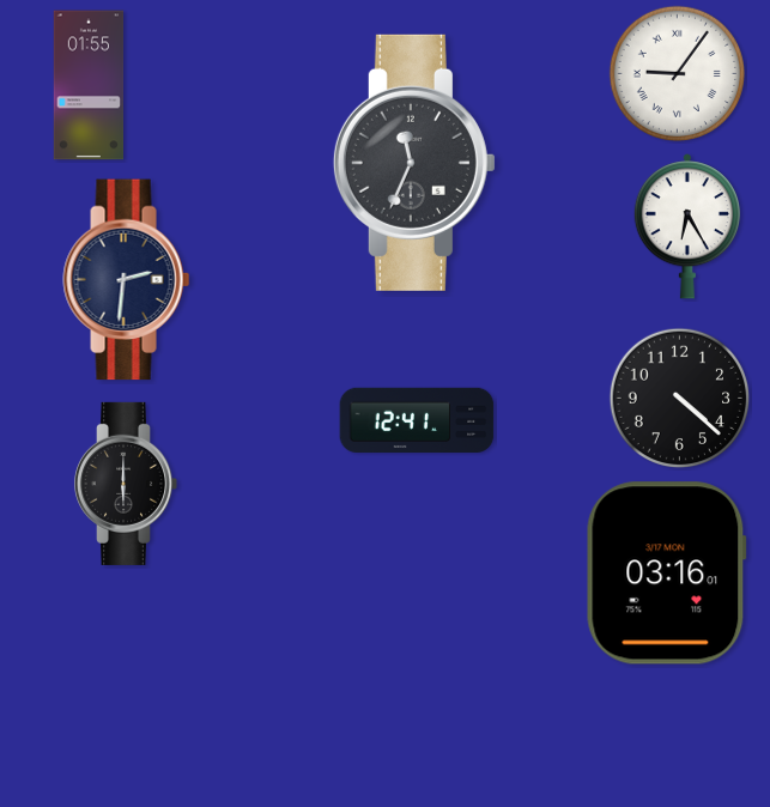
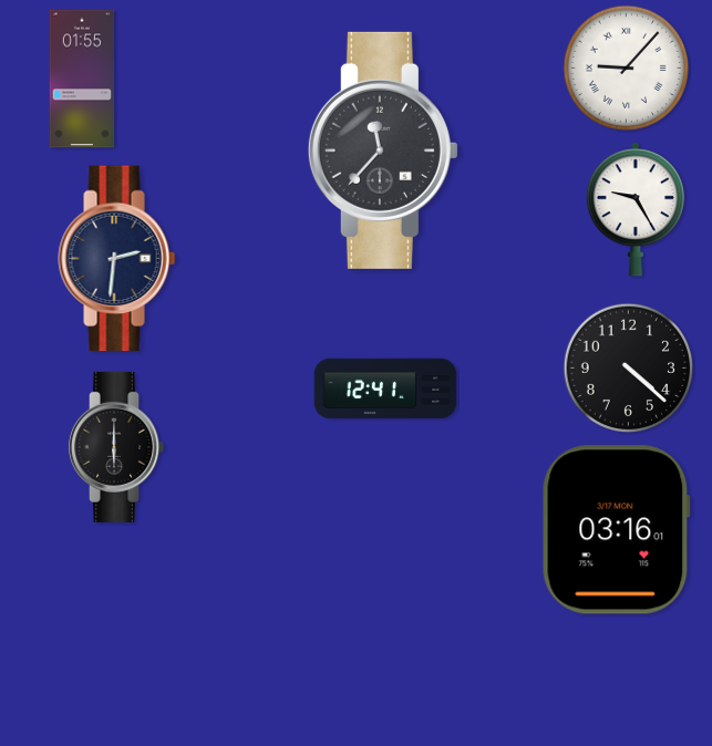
clock at (677, 73): 9:06 -> 9:07
clock at (414, 163): 11:34 -> 11:37
clock at (687, 226): 6:25 -> 9:25
